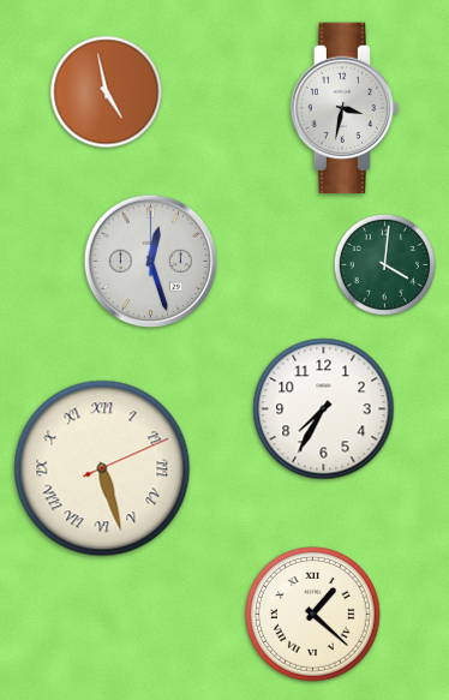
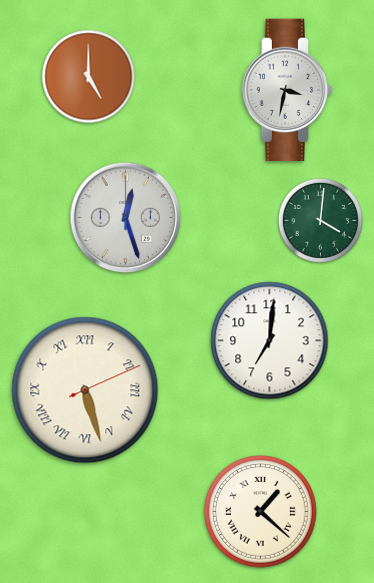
clock at (107, 92): 4:58 -> 5:00
clock at (324, 409): 7:35 -> 7:01
